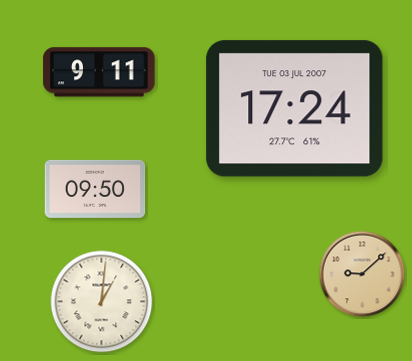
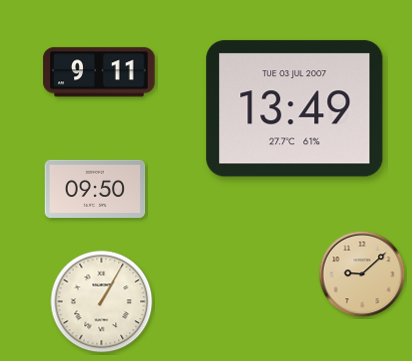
clock at (295, 109): 17:24 -> 13:49
clock at (102, 302): 1:01 -> 1:05
